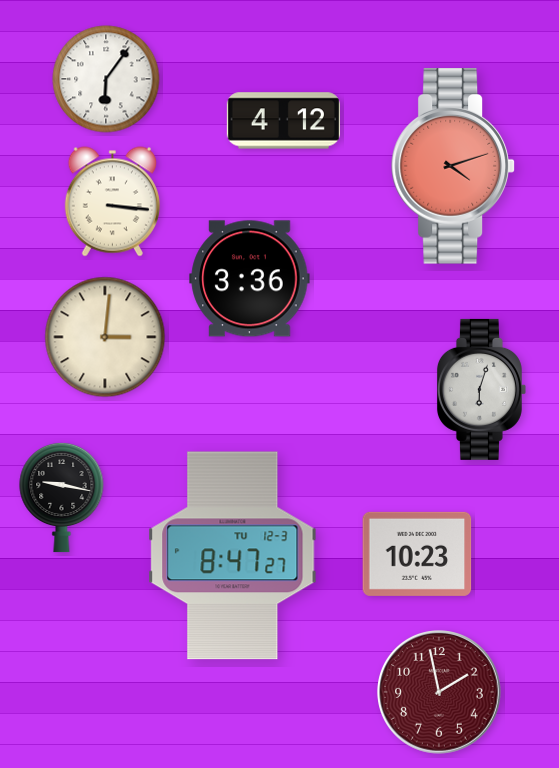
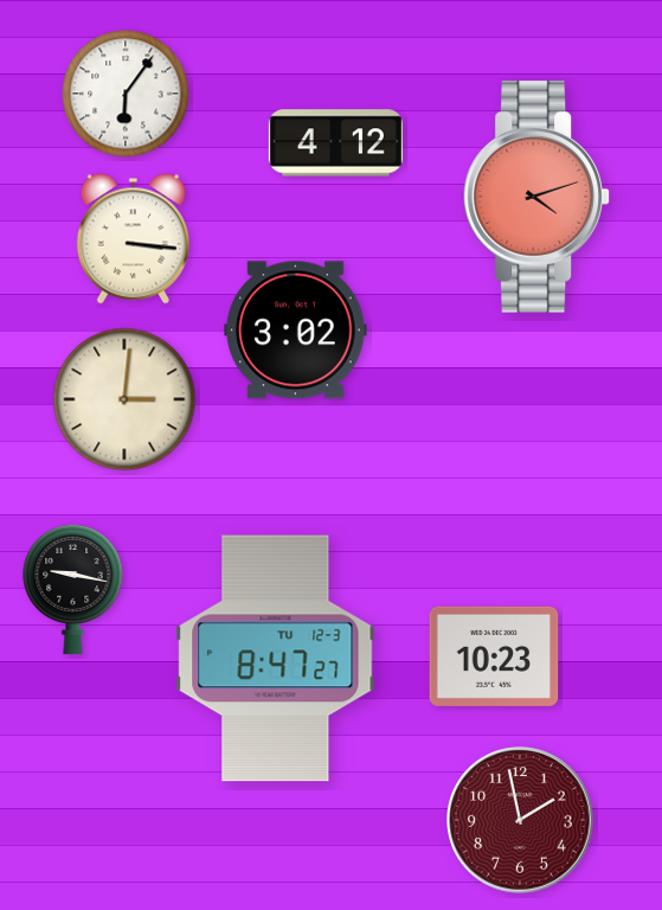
clock at (250, 279): 3:36 -> 3:02
clock at (481, 389): 6:03 -> none
